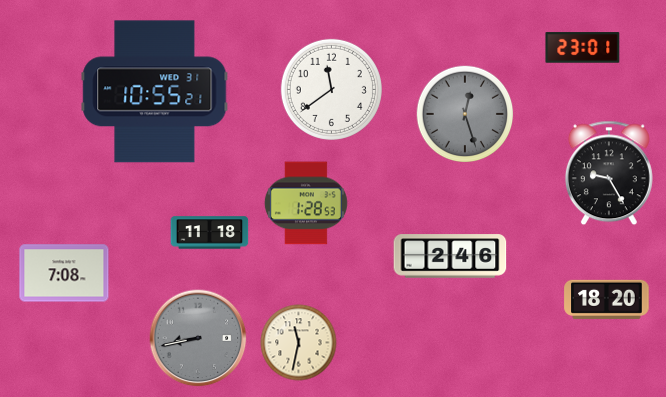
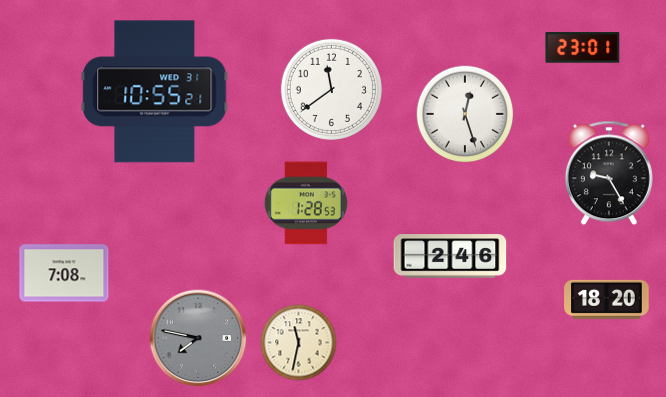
clock at (465, 114) dial: grey -> white
clock at (210, 233): 11:18 -> none
clock at (198, 338): 8:43 -> 7:47
